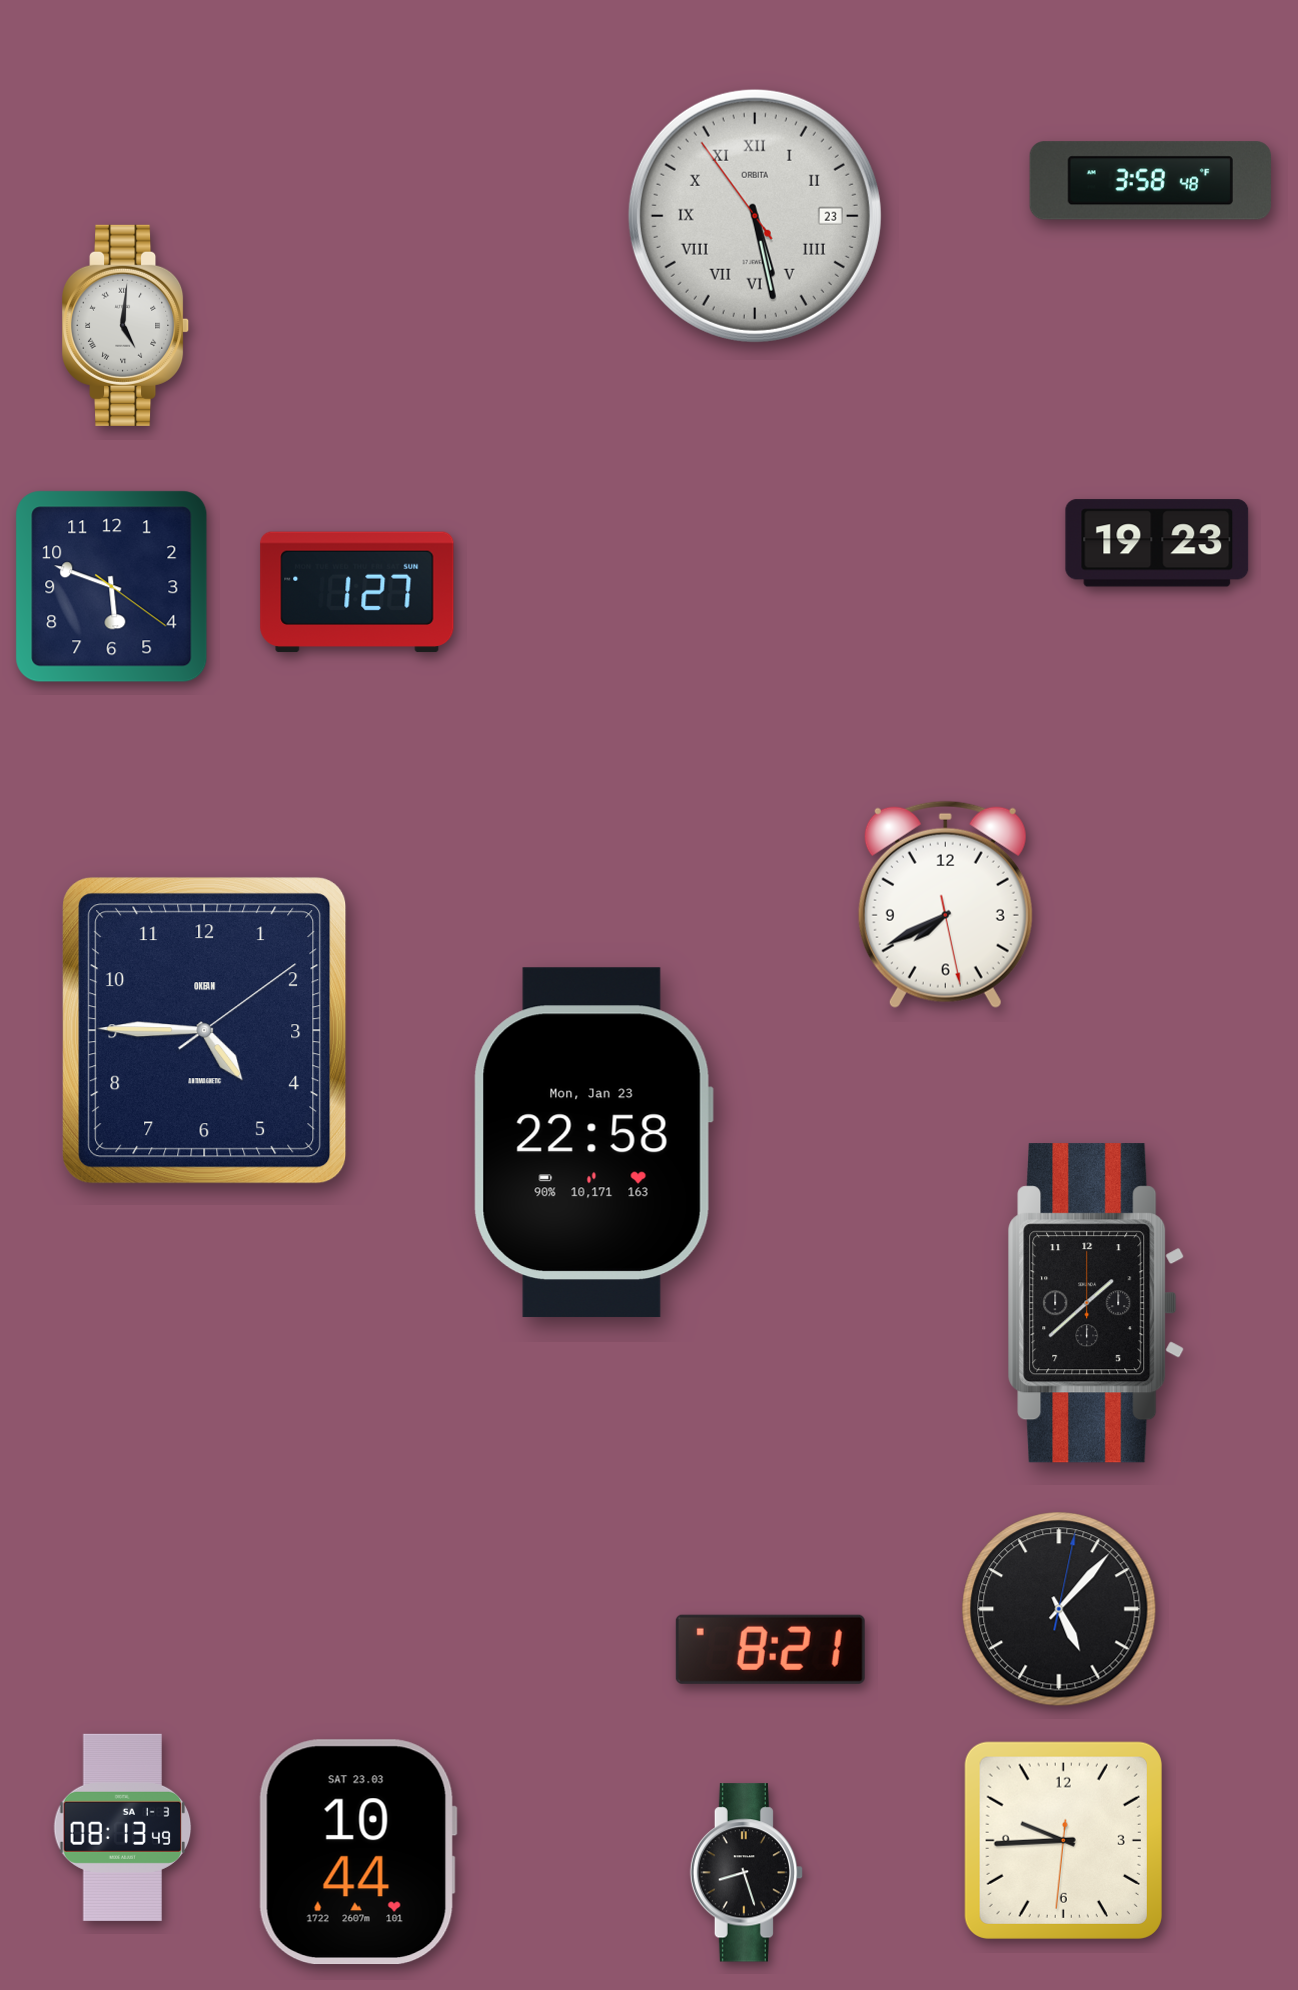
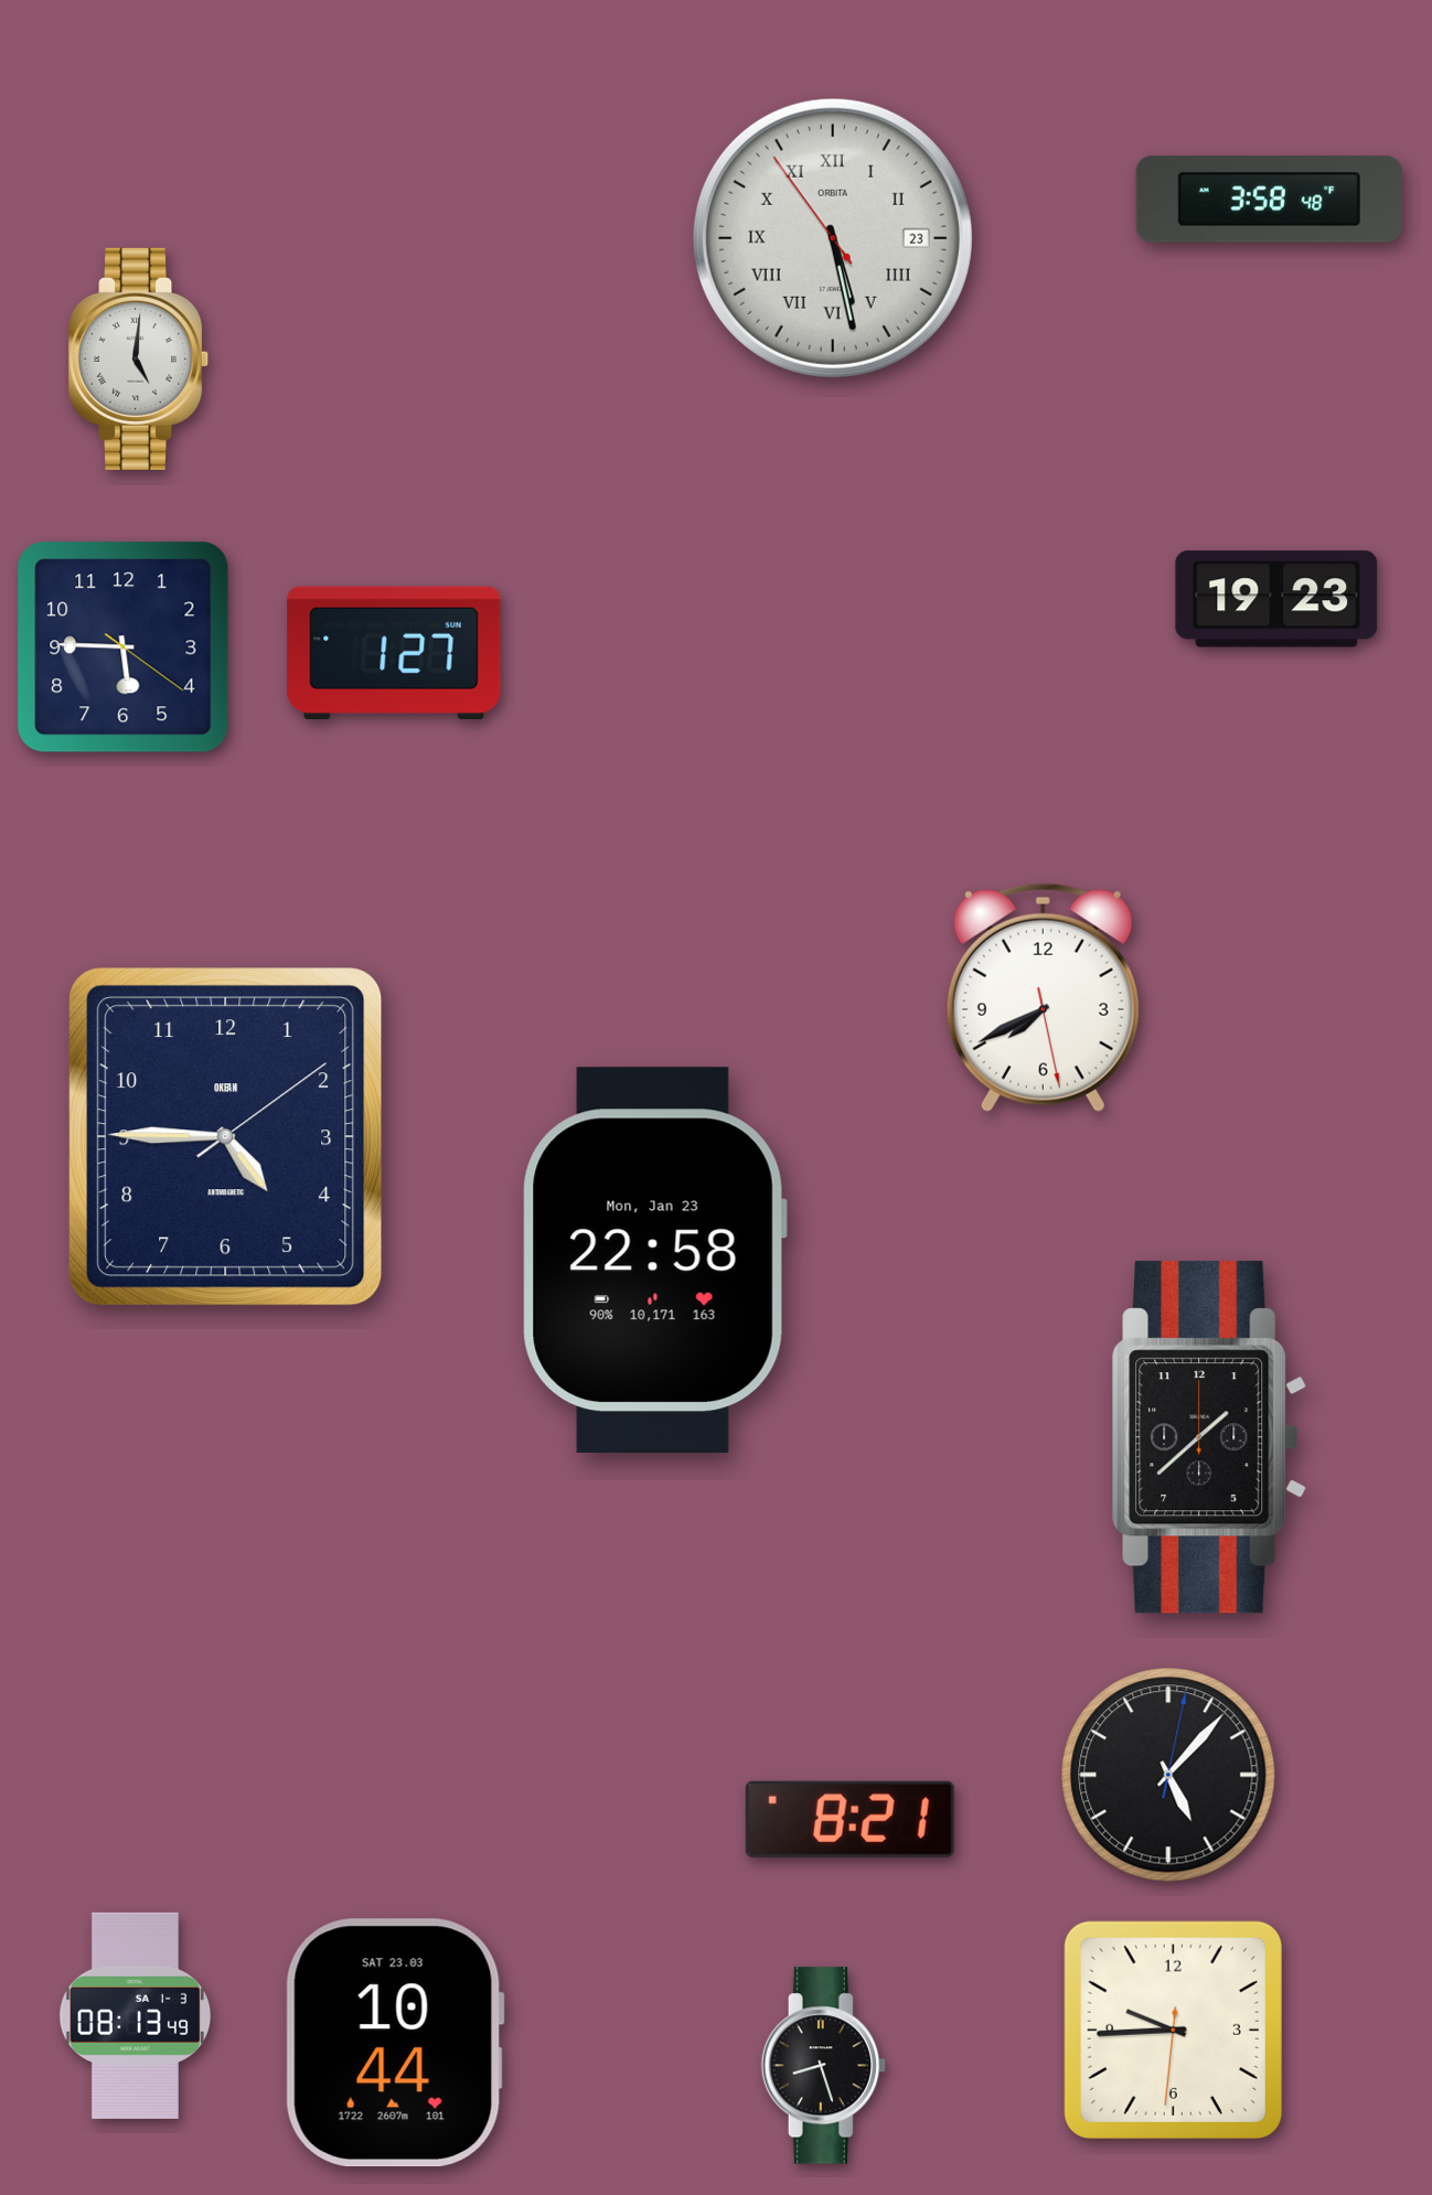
clock at (112, 587): 5:48 -> 5:45
